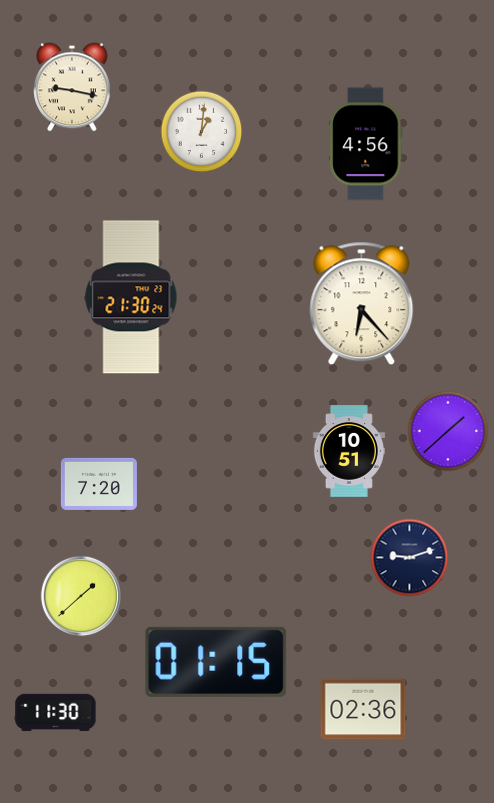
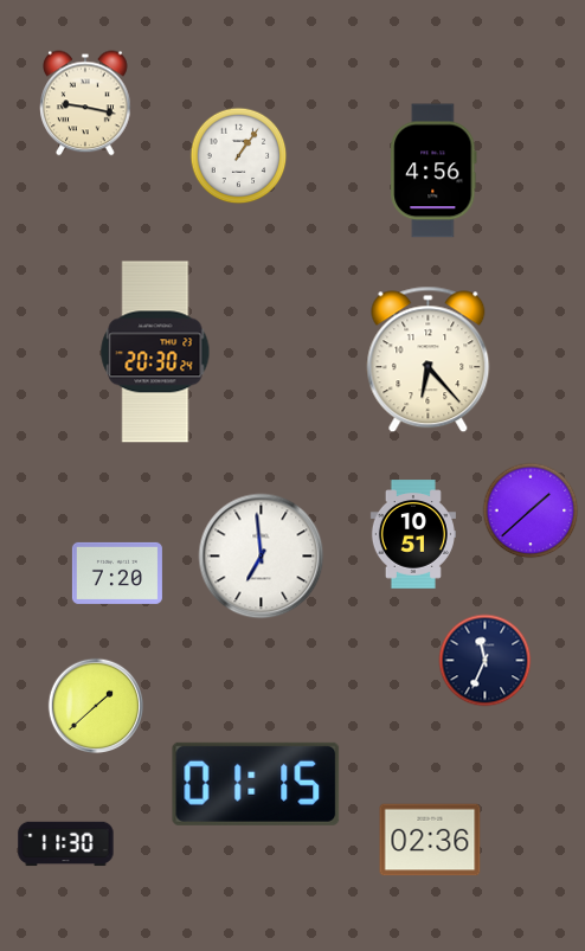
clock at (202, 132): 1:01 -> 1:06
clock at (131, 297): 21:30 -> 20:30
clock at (262, 557): none -> 6:59
clock at (410, 558): 9:12 -> 11:34
